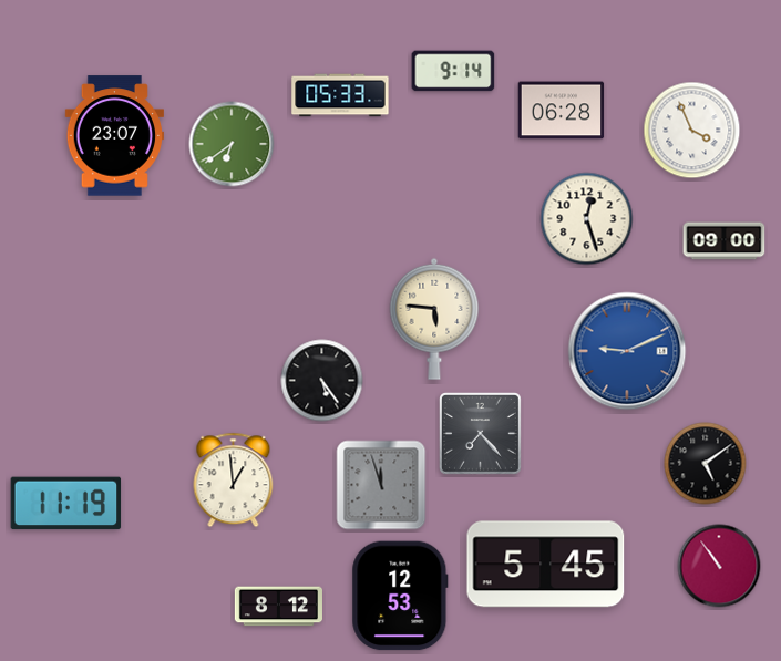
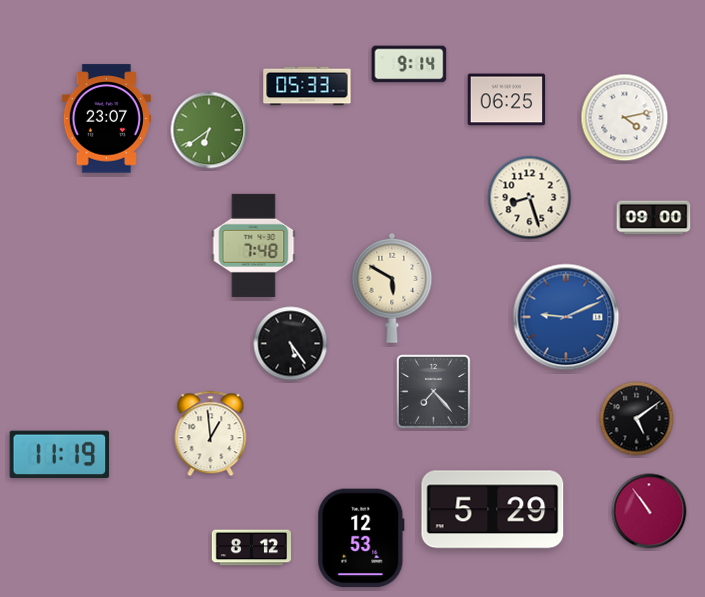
clock at (562, 111): 06:28 -> 06:25
clock at (692, 131): 3:56 -> 4:13
clock at (114, 136) position: (114, 136) -> (106, 119)
clock at (587, 219): 12:27 -> 8:27
clock at (254, 245): none -> 7:48
clock at (434, 319): 5:46 -> 5:50
clock at (381, 485): 11:57 -> none
clock at (546, 565): 5:45 -> 5:29
